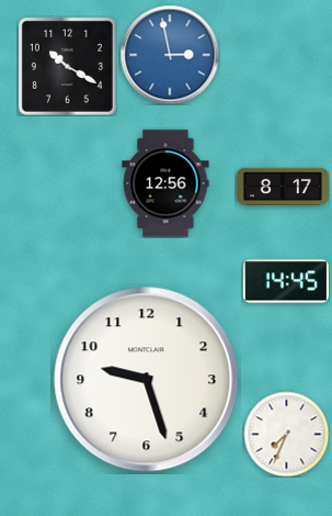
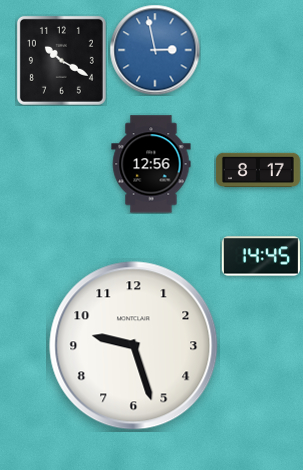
clock at (165, 183) position: (165, 183) -> (151, 164)
clock at (286, 434): 7:34 -> none
